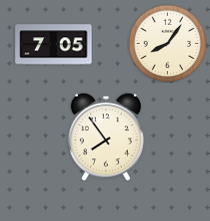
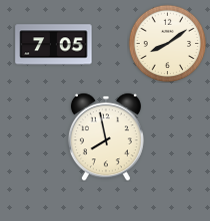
clock at (167, 43): 8:06 -> 8:09
clock at (106, 137): 7:54 -> 7:58
